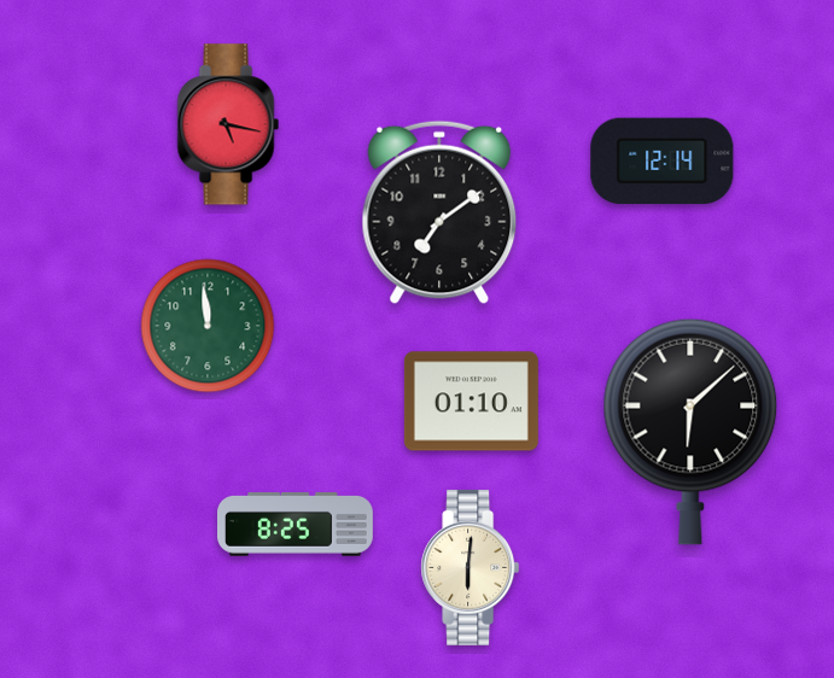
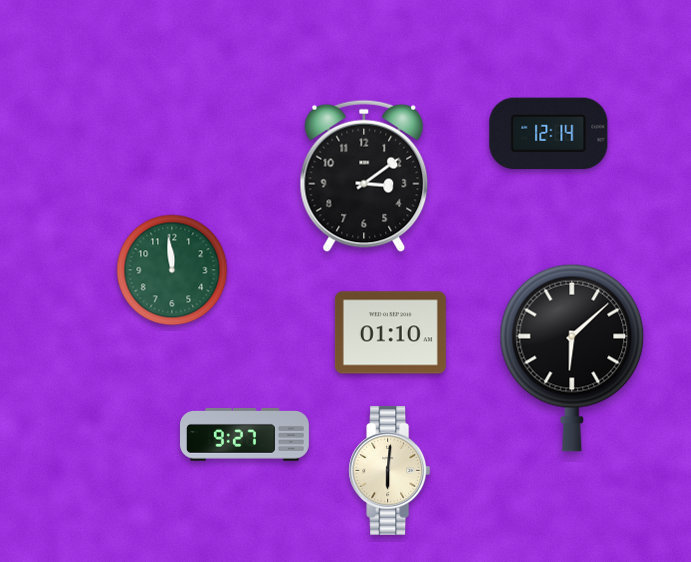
clock at (228, 124): 5:17 -> none
clock at (439, 212): 7:09 -> 3:09
clock at (296, 525): 8:25 -> 9:27
